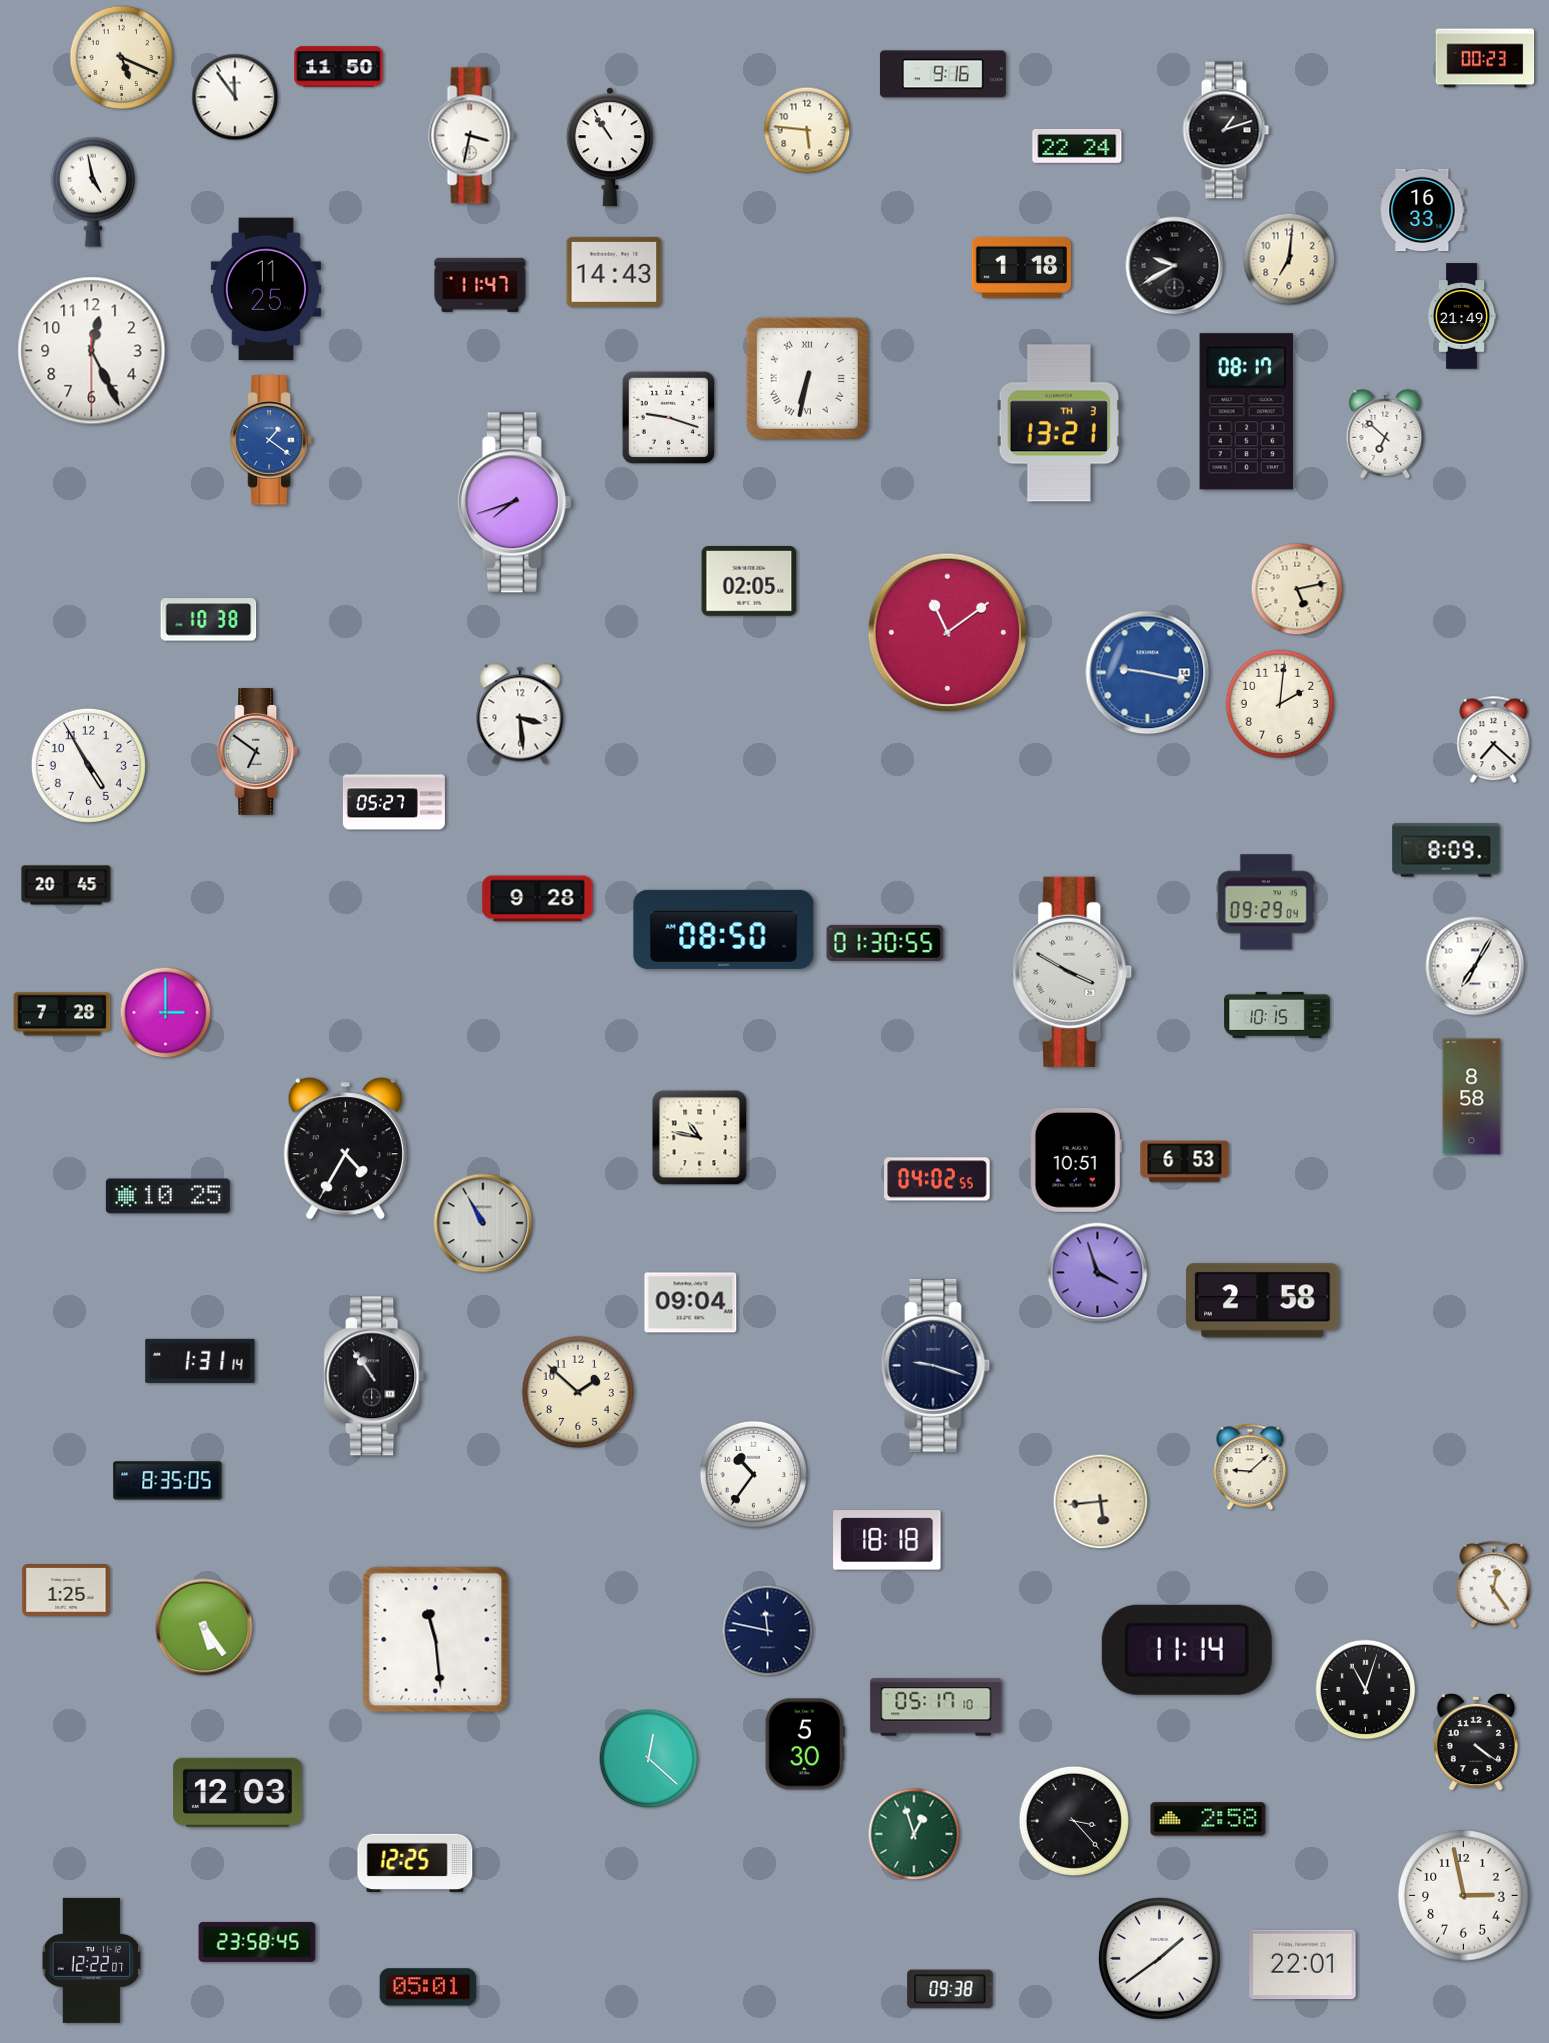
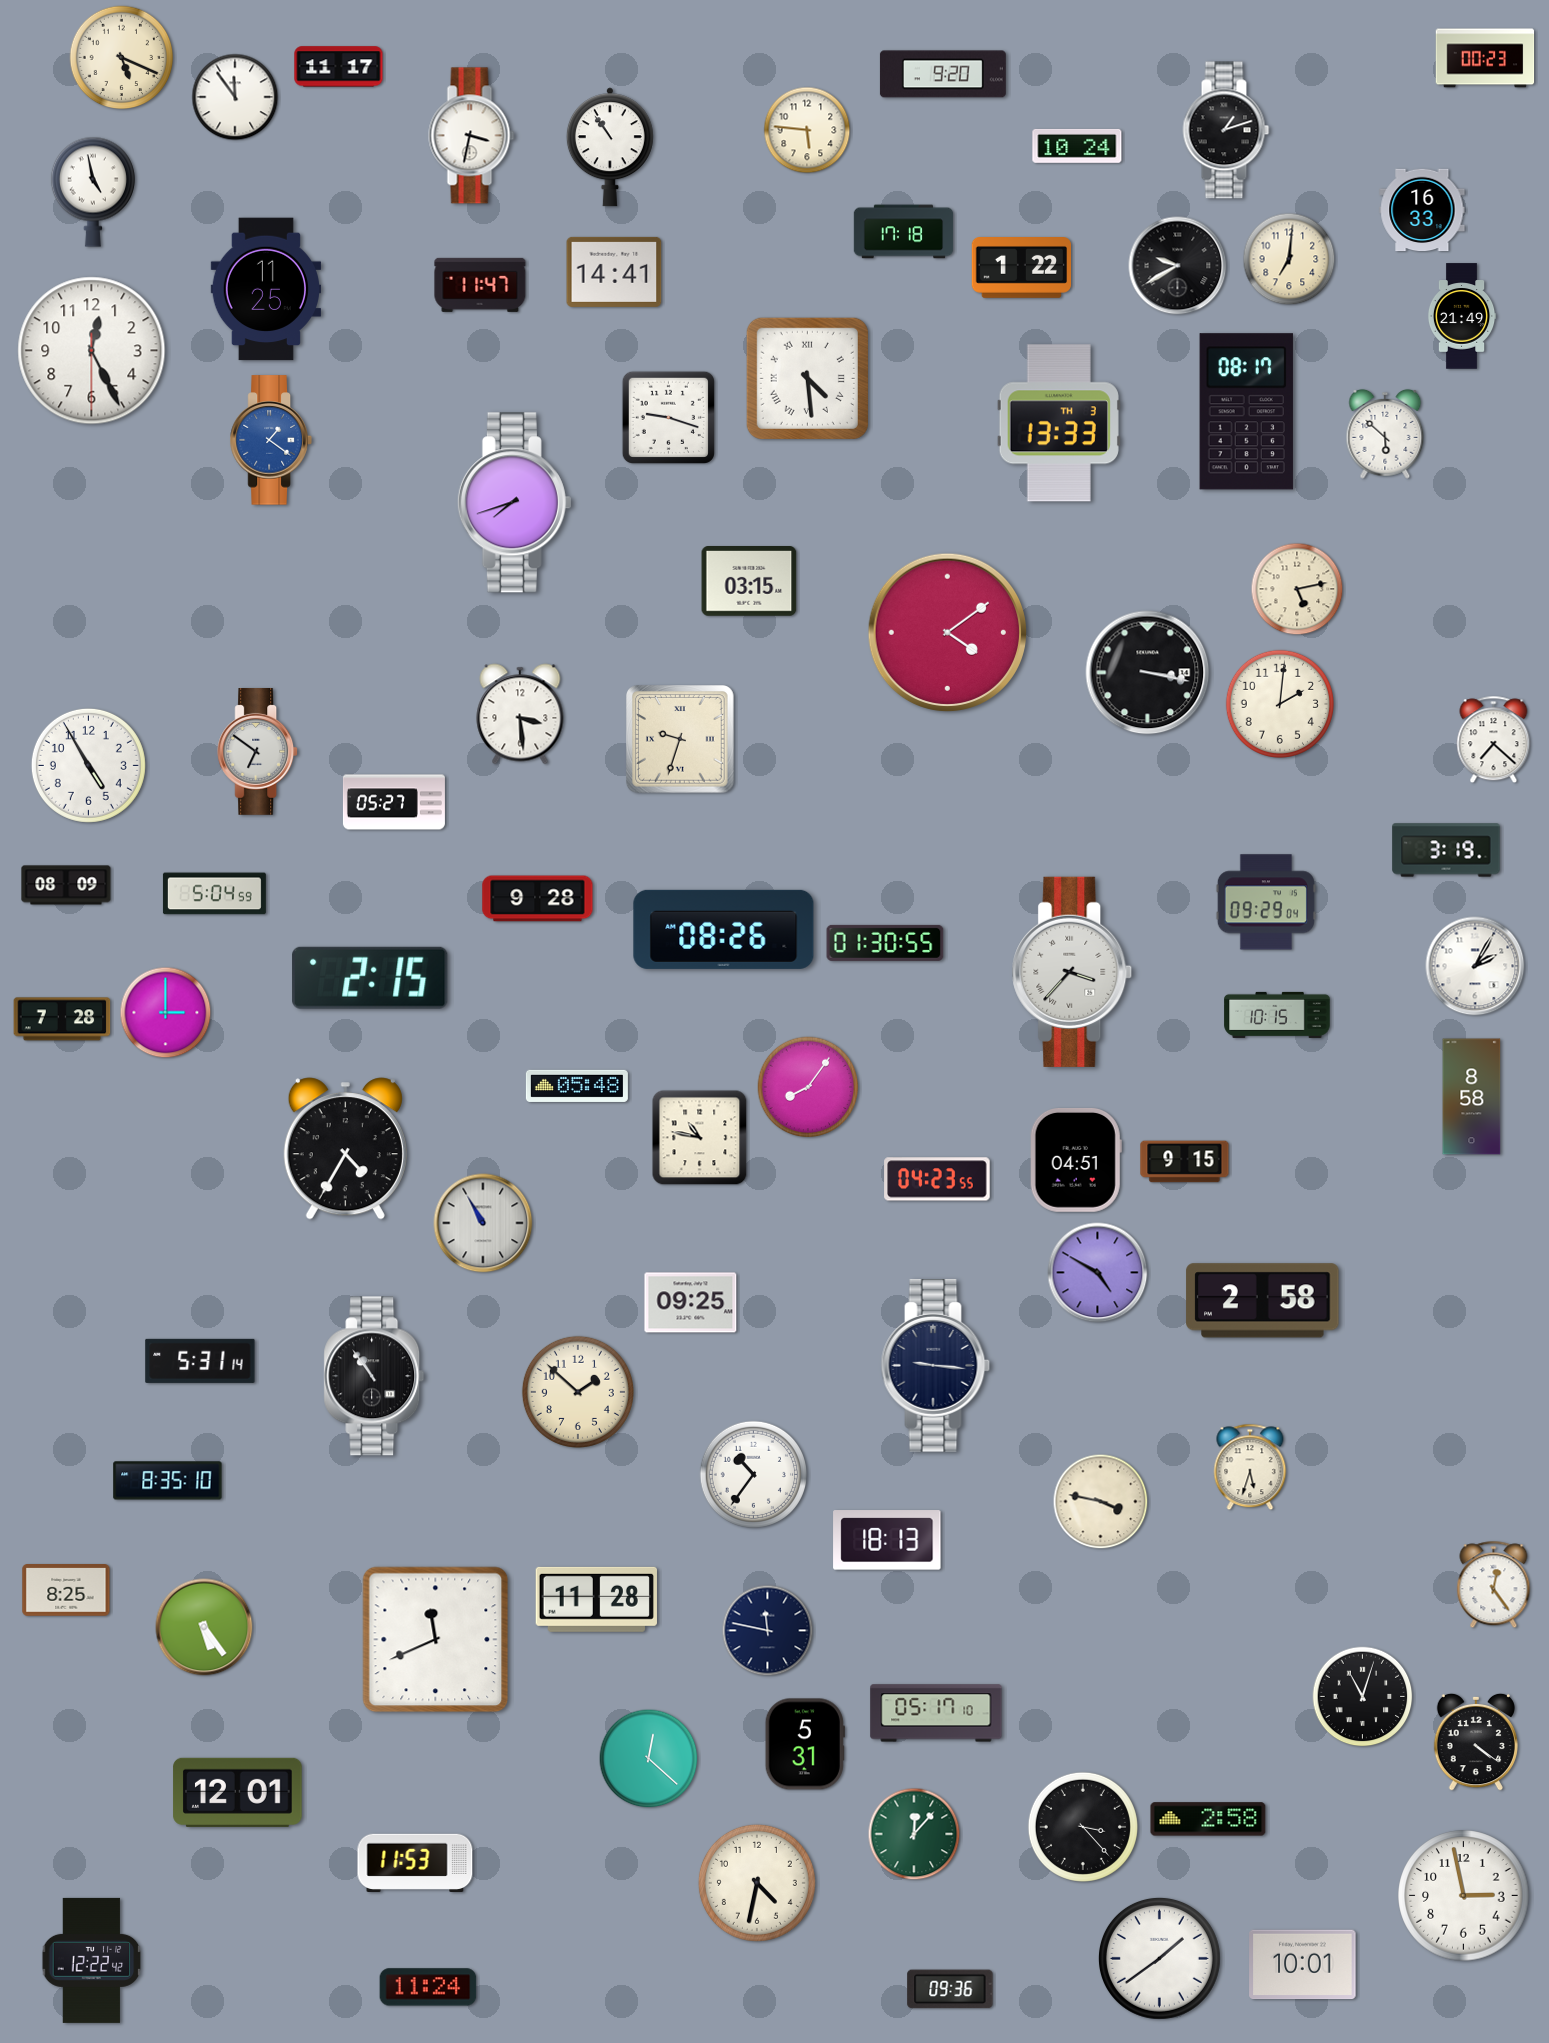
clock at (339, 67): 11:50 -> 11:17
clock at (943, 74): 9:16 -> 9:20
clock at (1077, 146): 22:24 -> 10:24
clock at (904, 232): none -> 17:18
clock at (1175, 266) position: (1175, 266) -> (1178, 266)
clock at (1021, 268): 1:18 -> 1:22
clock at (614, 272): 14:43 -> 14:41
clock at (807, 378): 6:32 -> 4:29
clock at (1059, 423): 13:21 -> 13:33
clock at (1385, 434): 6:52 -> 5:52
clock at (749, 582): 02:05 -> 03:15
clock at (209, 620): 10:38 -> none
clock at (948, 633): 11:09 -> 4:09
clock at (1148, 673): 9:17 -> 3:17
clock at (1148, 673) dial: blue -> black
clock at (681, 740): none -> 9:33
clock at (1446, 850): 8:09 -> 3:19
clock at (66, 885): 20:45 -> 08:09
clock at (214, 894): none -> 5:04
clock at (724, 929): 08:50 -> 08:26
clock at (1475, 966): 7:05 -> 2:05
clock at (1072, 972): 3:50 -> 3:37
clock at (370, 978): none -> 2:15
clock at (62, 1014) position: (62, 1014) -> (62, 1019)
clock at (577, 1086): none -> 05:48
clock at (808, 1087): none -> 8:06
clock at (1076, 1160): 10:51 -> 04:51
clock at (1185, 1162): 6:53 -> 9:15
clock at (937, 1179): 04:02 -> 04:23
clock at (168, 1196): 10:25 -> none
clock at (1098, 1273): 3:57 -> 4:50
clock at (691, 1303): 09:04 -> 09:25
clock at (200, 1361): 1:31 -> 5:31
clock at (936, 1365): 9:18 -> 9:16
clock at (1250, 1467): 9:08 -> 5:33
clock at (168, 1481): 8:35:05 -> 8:35:10
clock at (1101, 1502): 5:44 -> 3:47
clock at (887, 1540): 18:18 -> 18:13
clock at (66, 1591): 1:25 -> 8:25
clock at (596, 1599): none -> 11:28
clock at (436, 1640): 11:29 -> 11:41
clock at (1187, 1650): 11:14 -> none
clock at (1366, 1690) position: (1366, 1690) -> (1363, 1697)
clock at (936, 1707) position: (936, 1707) -> (936, 1713)
clock at (805, 1744): 5:30 -> 5:31
clock at (238, 1792): 12:03 -> 12:01
clock at (1074, 1821) position: (1074, 1821) -> (1083, 1827)
clock at (914, 1834): 12:57 -> 12:07
clock at (415, 1862): 12:25 -> 11:53
clock at (757, 1883): none -> 4:32
clock at (257, 1942): 23:58 -> none
clock at (92, 1960): 12:22:07 -> 12:22:42
clock at (1303, 1965): 22:01 -> 10:01
clock at (428, 1987): 05:01 -> 11:24
clock at (950, 1989): 09:38 -> 09:36
